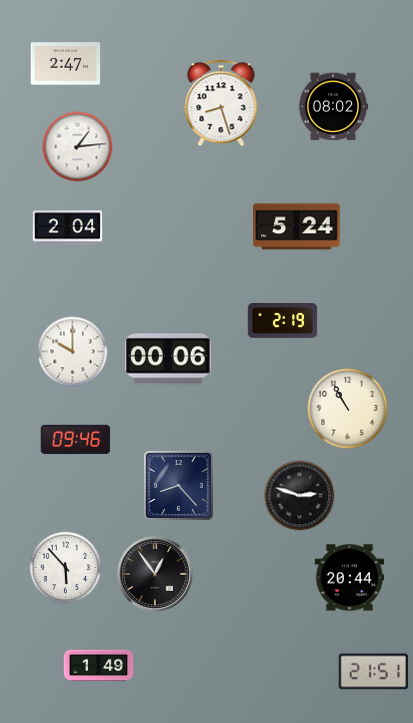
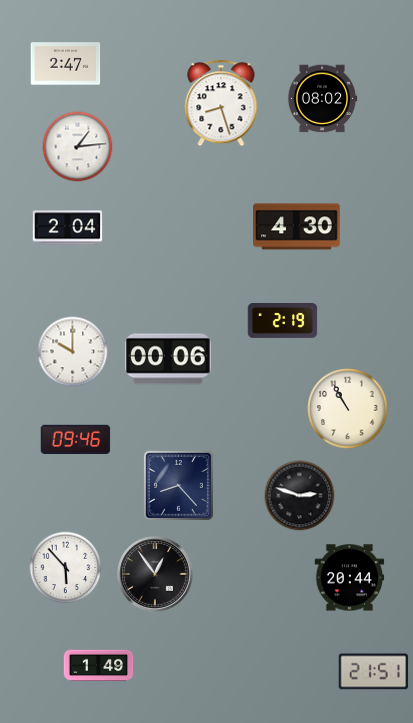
clock at (333, 107) position: (333, 107) -> (322, 99)
clock at (297, 227): 5:24 -> 4:30
